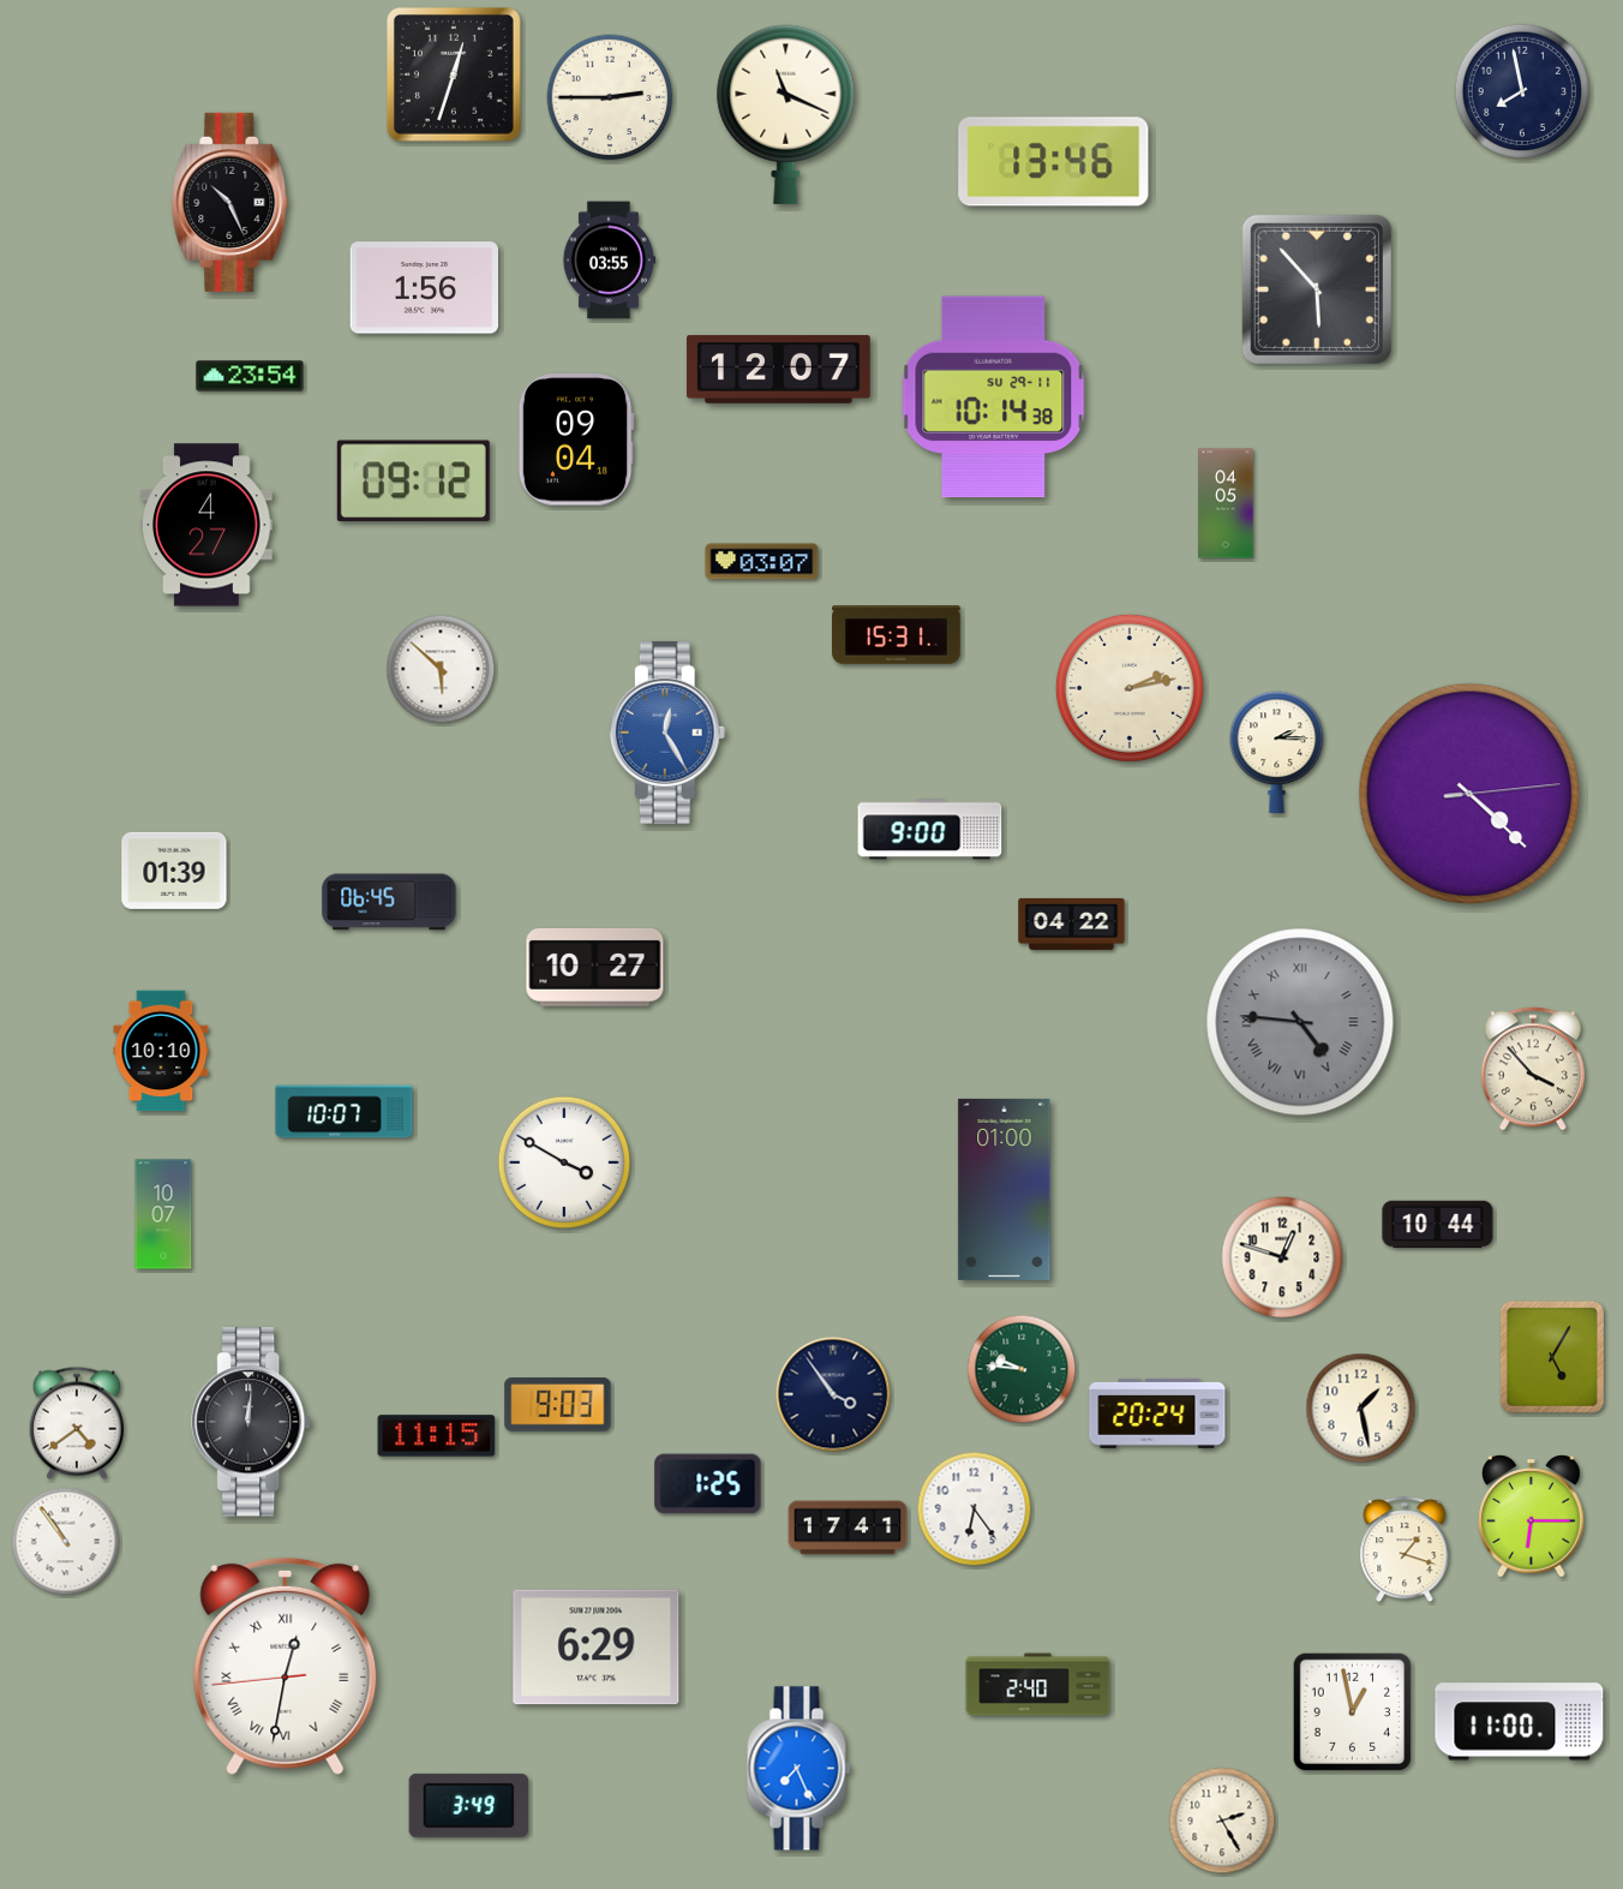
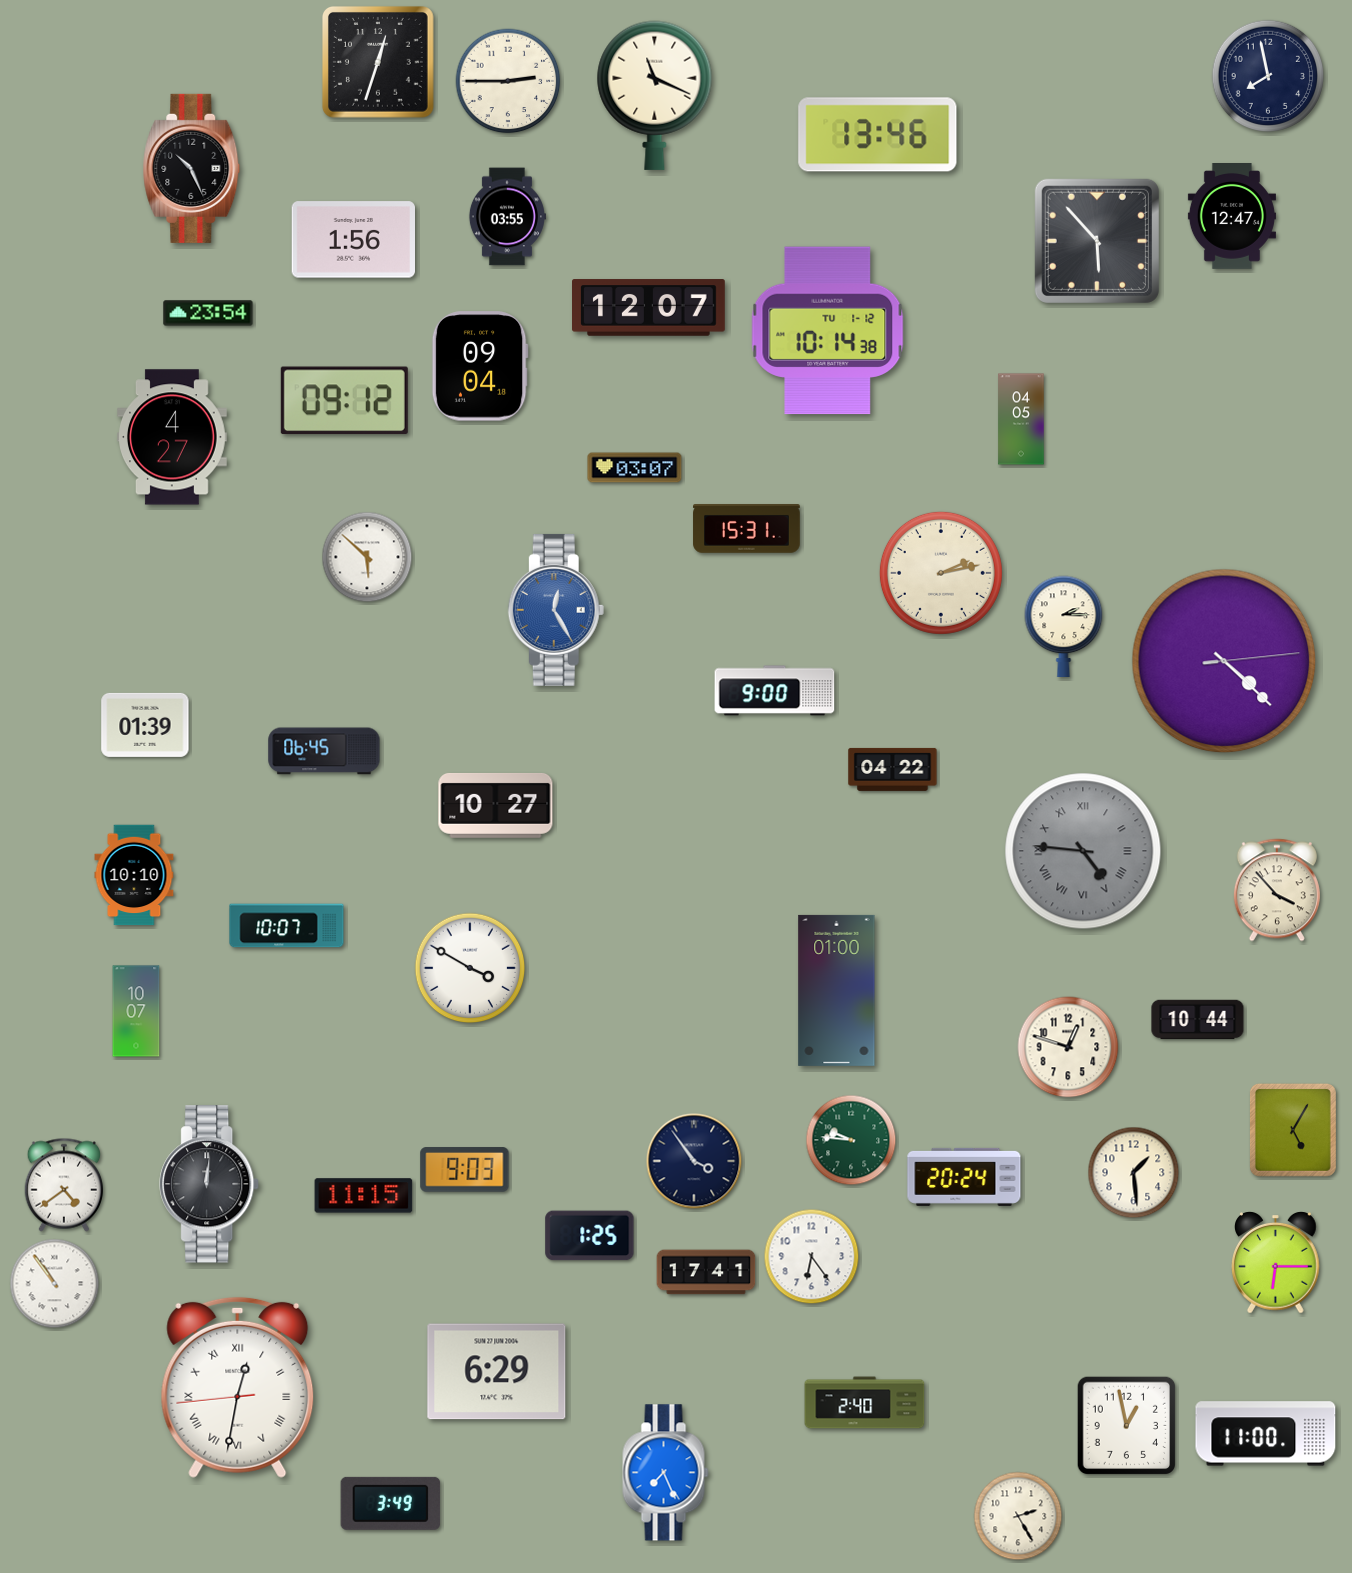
clock at (1232, 217): none -> 12:47
clock at (994, 397) date: SU 29-11 -> TU 1-12
clock at (1361, 1409): 1:28 -> 1:29
clock at (1405, 1550): 1:18 -> none
